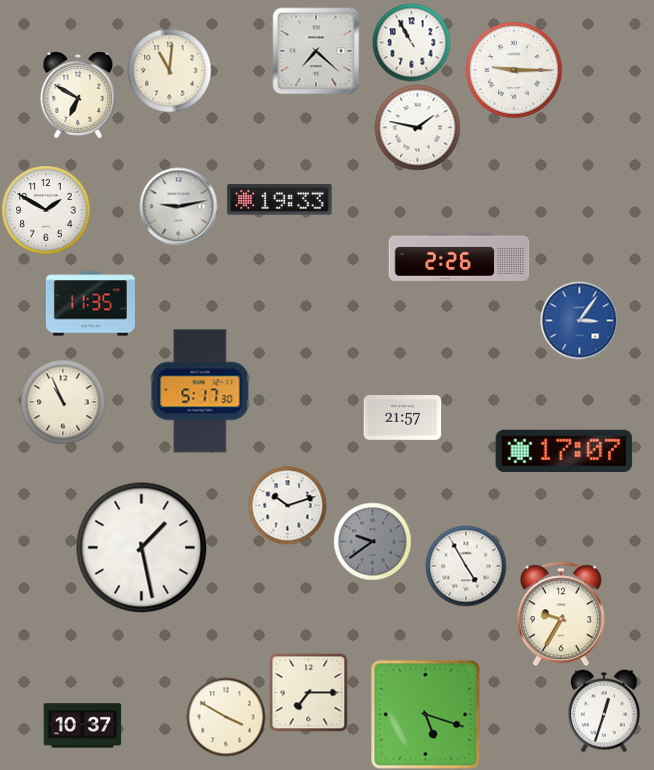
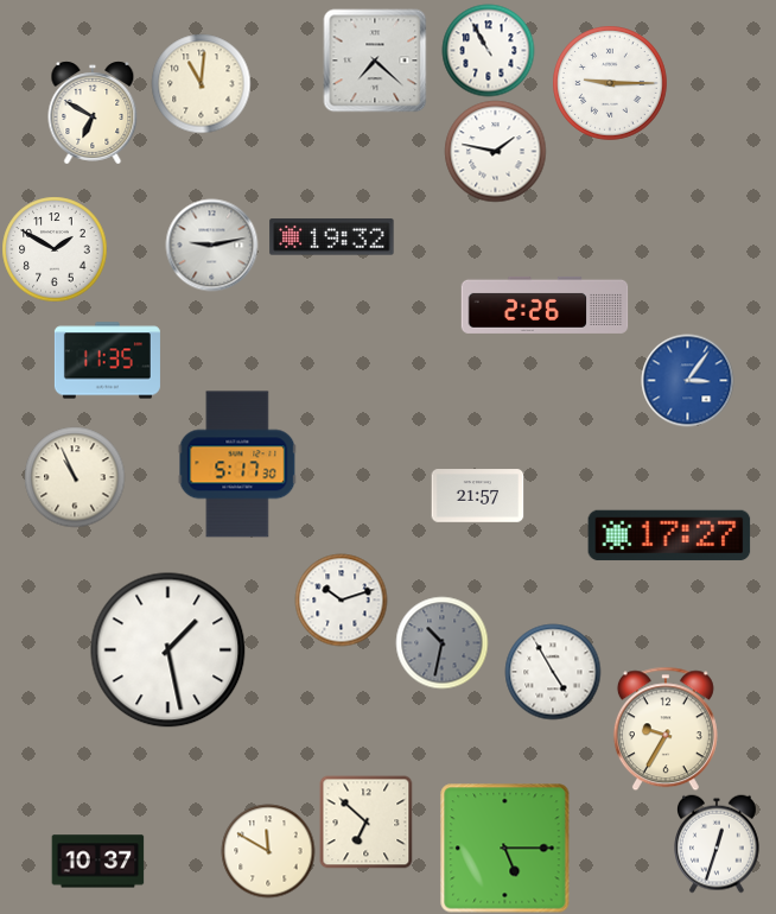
clock at (280, 200): 19:33 -> 19:32
clock at (564, 451): 17:07 -> 17:27
clock at (372, 541): 9:39 -> 10:32
clock at (308, 692): 7:15 -> 6:52
clock at (425, 714): 5:18 -> 5:15
clock at (226, 717): 3:50 -> 11:50
